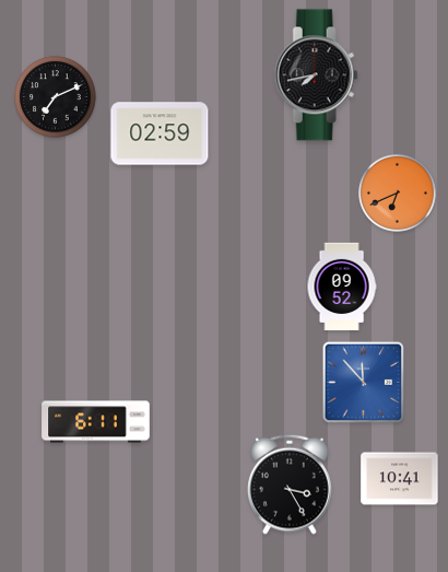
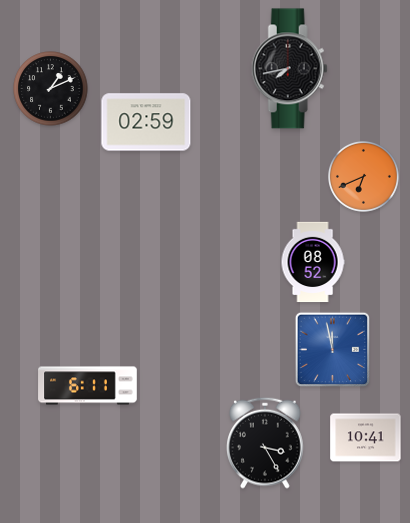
clock at (56, 97): 7:11 -> 1:11
clock at (342, 287): 09:52 -> 08:52
clock at (364, 383): 11:53 -> 11:58
